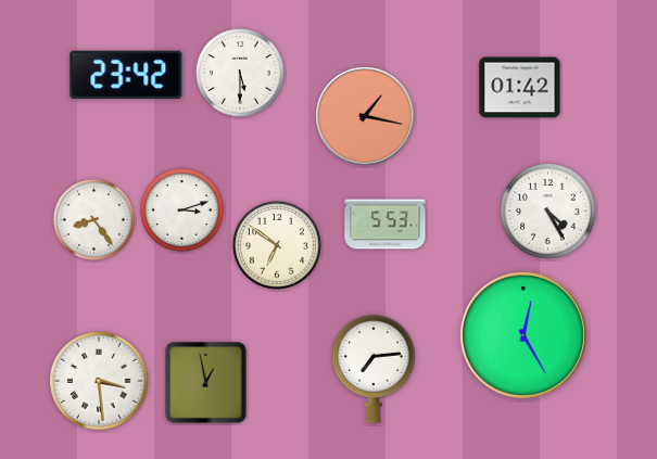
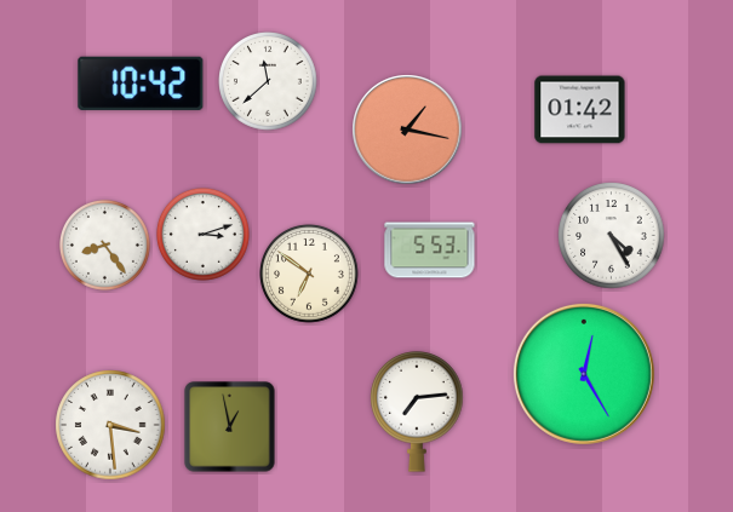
clock at (241, 74): 5:30 -> 11:38
clock at (126, 75): 23:42 -> 10:42
clock at (520, 88) position: (520, 88) -> (580, 110)
